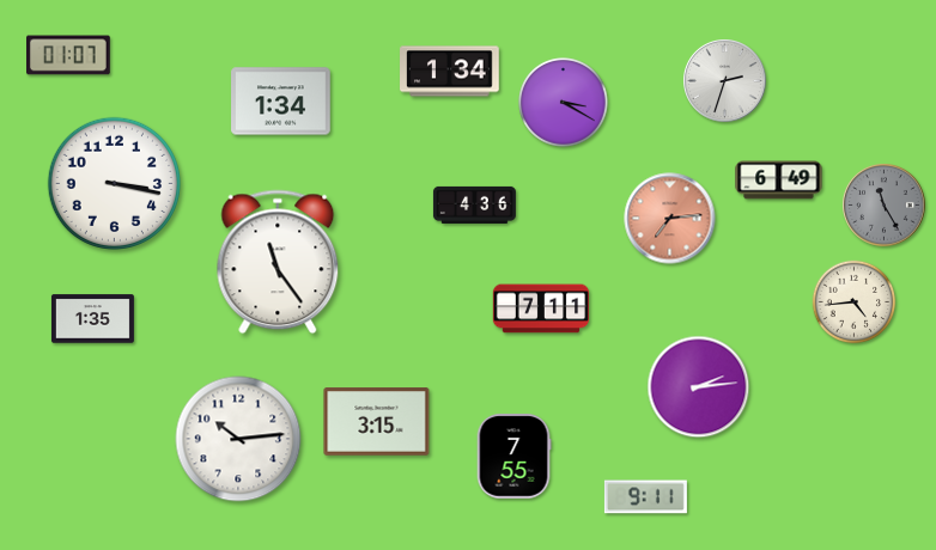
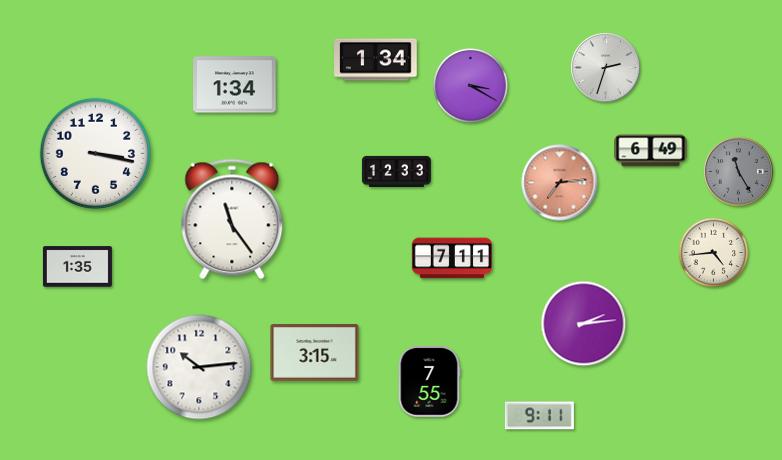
clock at (69, 55): 01:07 -> none
clock at (474, 204): 4:36 -> 12:33
